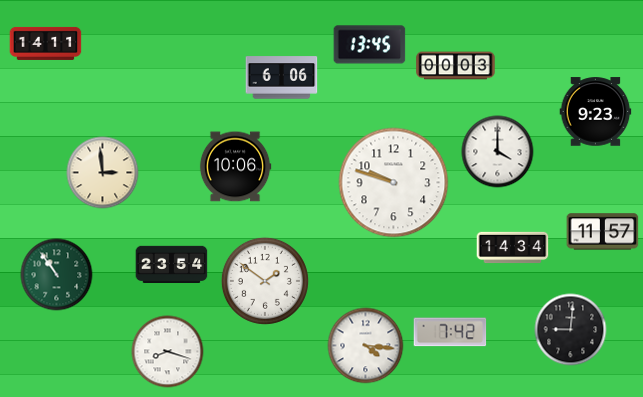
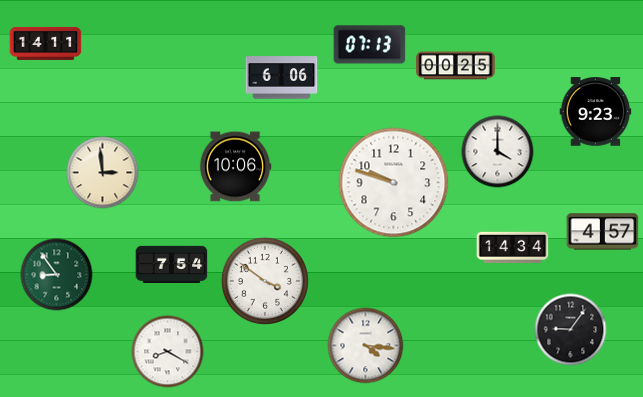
clock at (370, 45): 13:45 -> 07:13
clock at (456, 66): 00:03 -> 00:25
clock at (603, 232): 11:57 -> 4:57
clock at (172, 265): 23:54 -> 7:54
clock at (57, 275): 10:54 -> 8:54
clock at (265, 281): 1:51 -> 3:51
clock at (571, 330): 9:01 -> 9:06
clock at (450, 332): 7:42 -> none
clock at (168, 352): 8:18 -> 8:20
